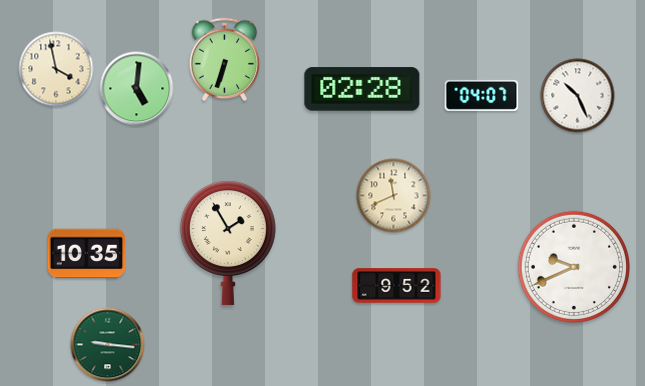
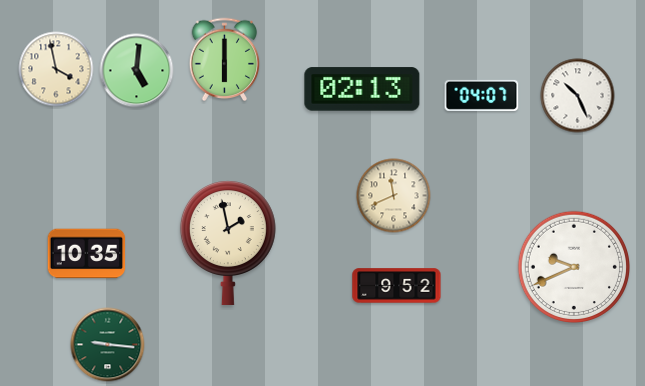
clock at (225, 60): 6:33 -> 6:00
clock at (137, 89) position: (137, 89) -> (137, 71)
clock at (362, 89): 02:28 -> 02:13
clock at (228, 243): 1:55 -> 1:58
